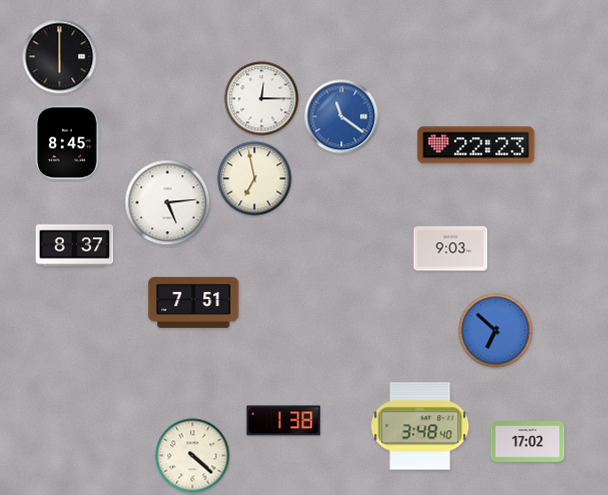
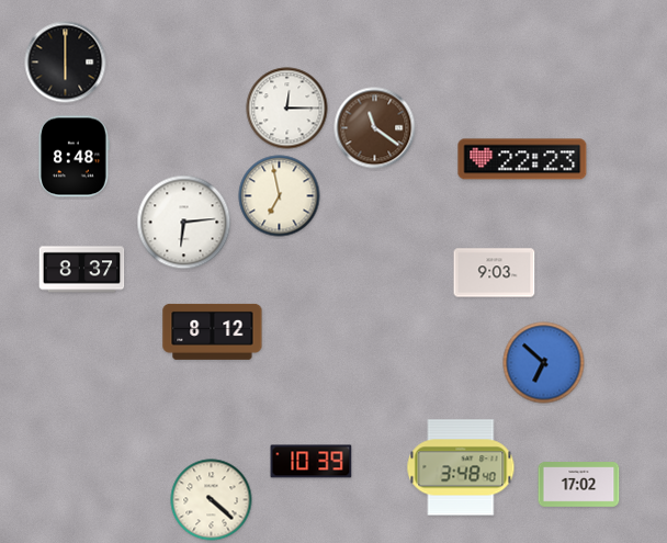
clock at (342, 117) dial: blue -> brown
clock at (68, 143): 8:45 -> 8:48
clock at (168, 203): 5:14 -> 6:14
clock at (194, 302): 7:51 -> 8:12
clock at (284, 421): 1:38 -> 10:39
